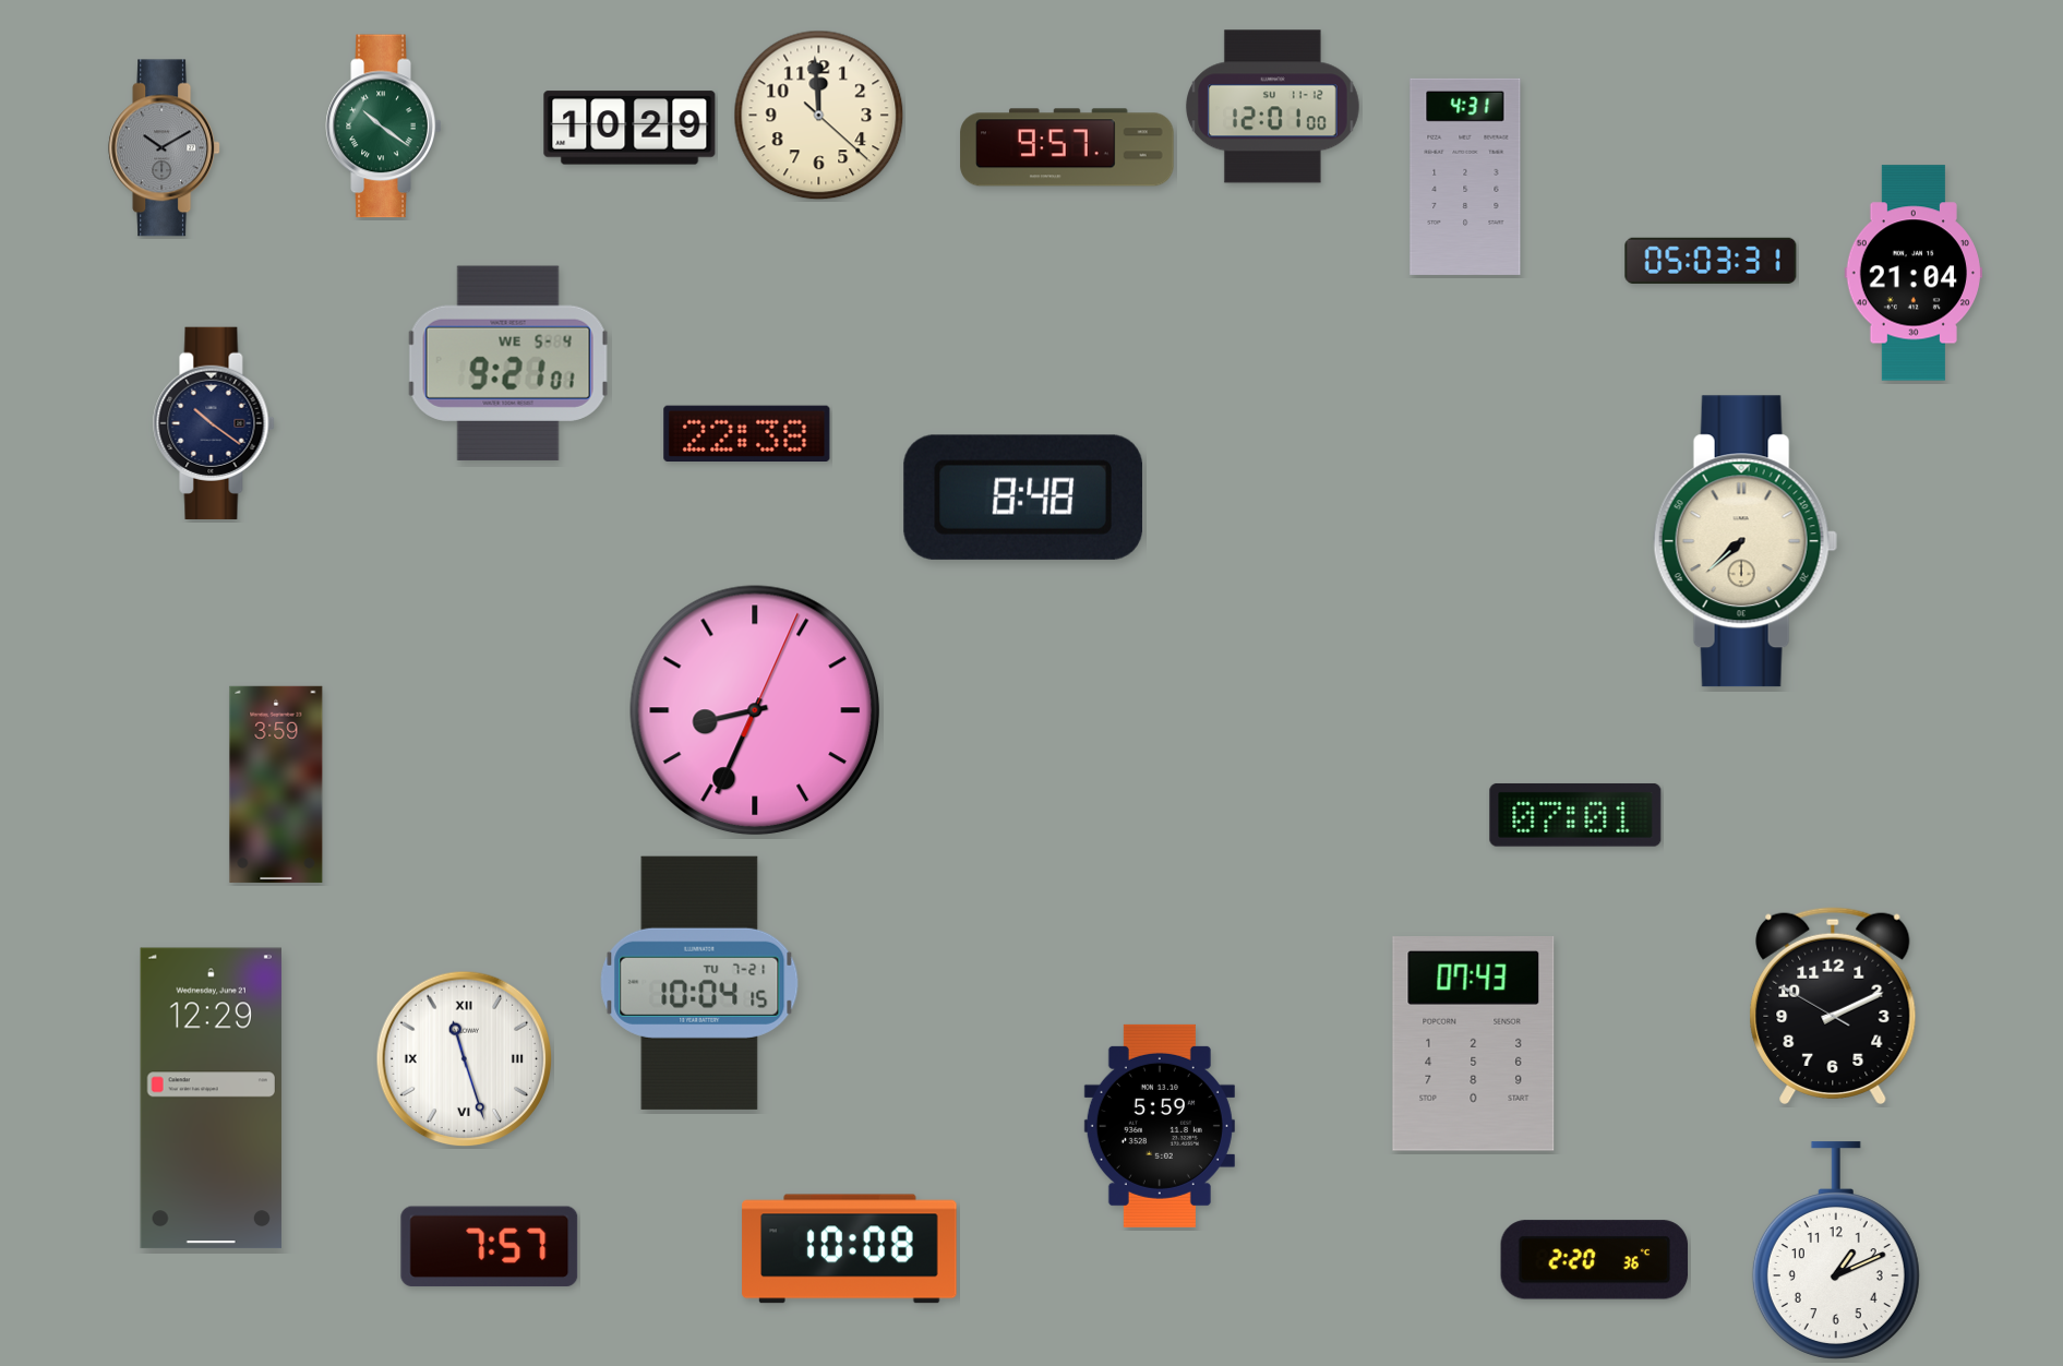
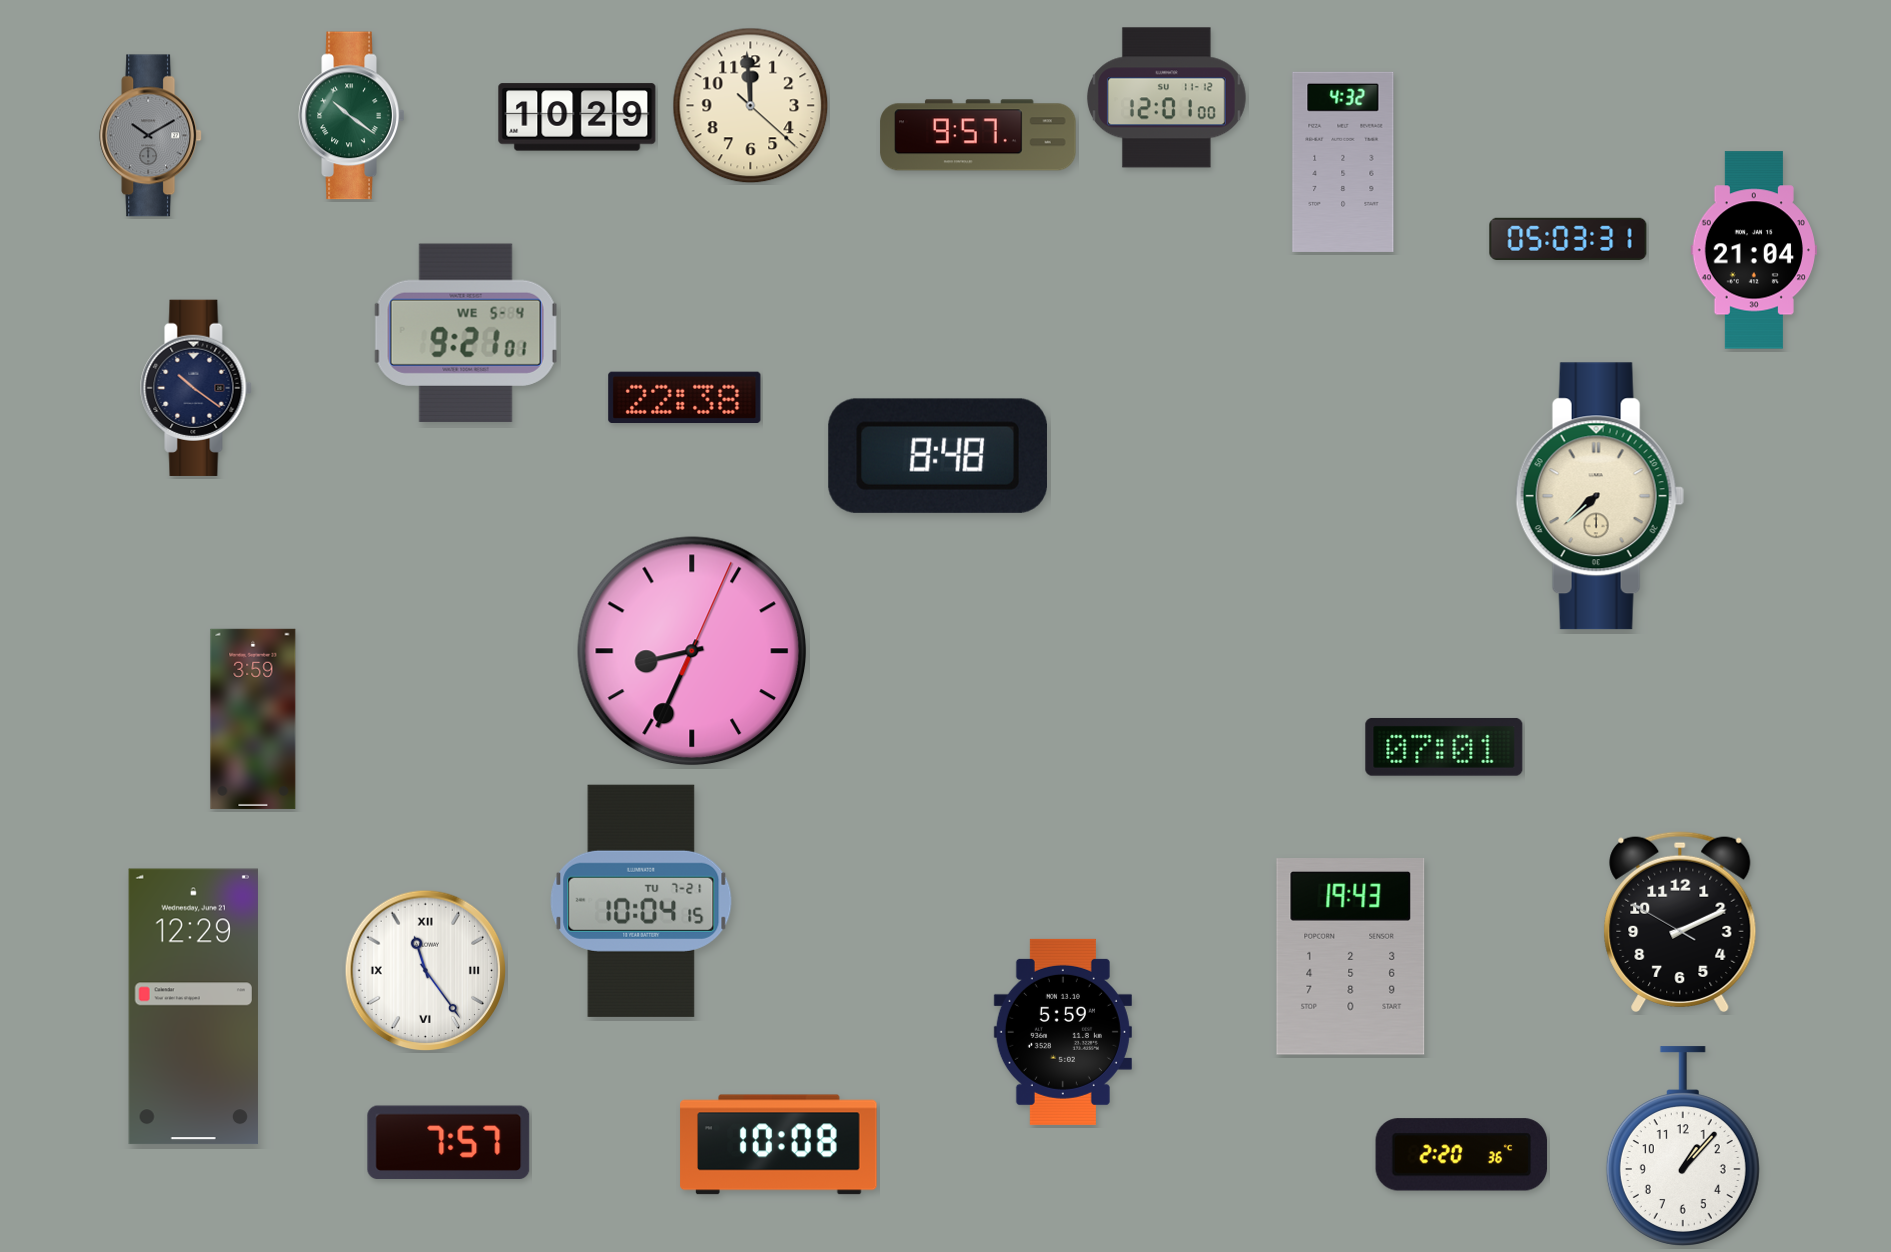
clock at (1465, 177): 4:31 -> 4:32
clock at (1474, 1044): 07:43 -> 19:43
clock at (465, 1059): 11:27 -> 11:24
clock at (1836, 1250): 1:11 -> 1:07
